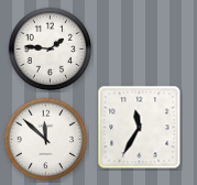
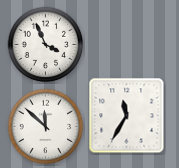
clock at (51, 50): 1:46 -> 3:56
clock at (46, 140) position: (46, 140) -> (46, 127)
